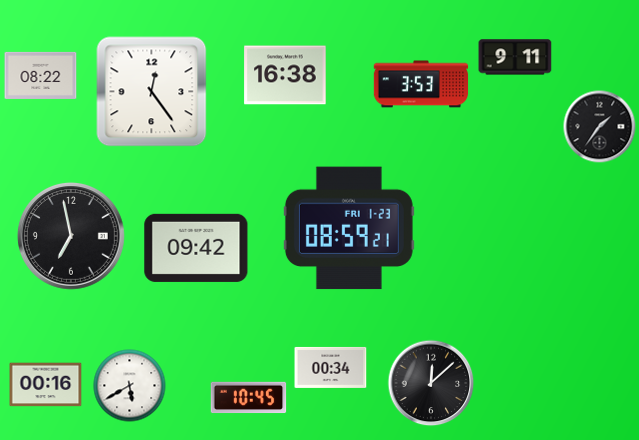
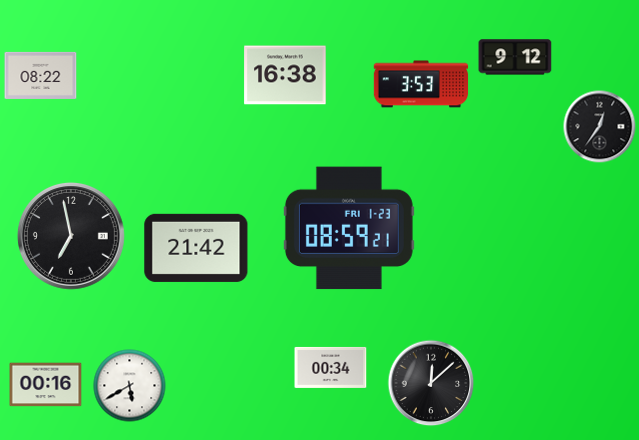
clock at (515, 57): 9:11 -> 9:12
clock at (152, 92): 12:24 -> none
clock at (600, 127): 1:36 -> 12:36
clock at (196, 248): 09:42 -> 21:42
clock at (249, 398): 10:45 -> none
